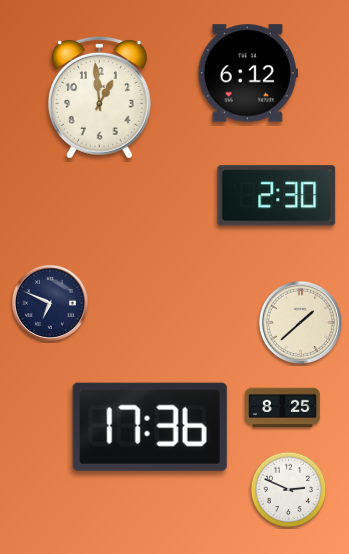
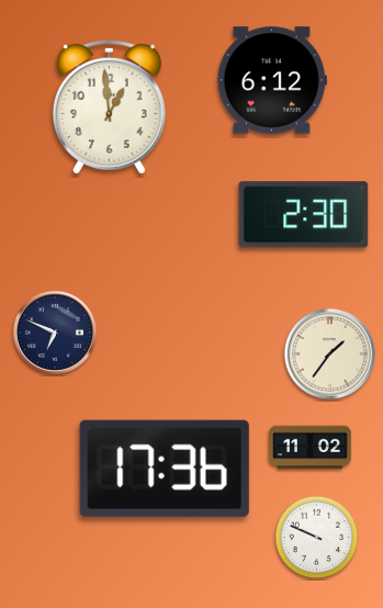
clock at (300, 322): 1:38 -> 1:36
clock at (283, 408): 8:25 -> 11:02
clock at (289, 490): 2:49 -> 9:49
